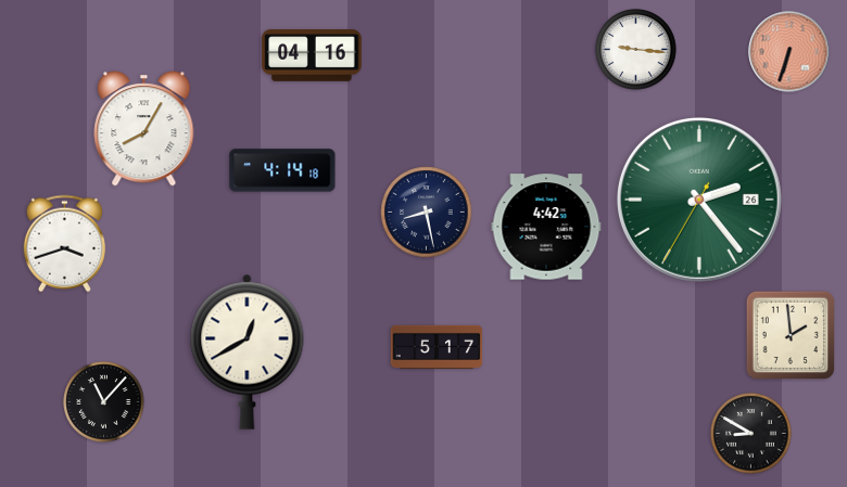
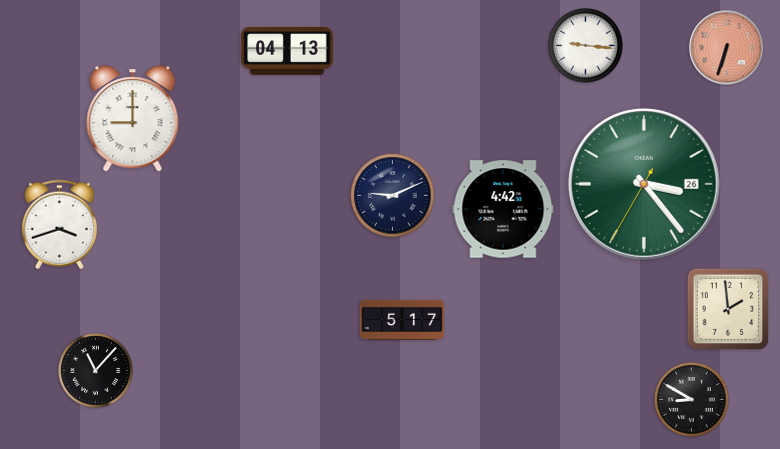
clock at (312, 56): 04:16 -> 04:13
clock at (144, 129): 8:05 -> 9:00
clock at (282, 170): 4:14 -> none
clock at (699, 200): 2:23 -> 3:23
clock at (427, 213): 8:28 -> 9:11
clock at (248, 351): 12:40 -> none
